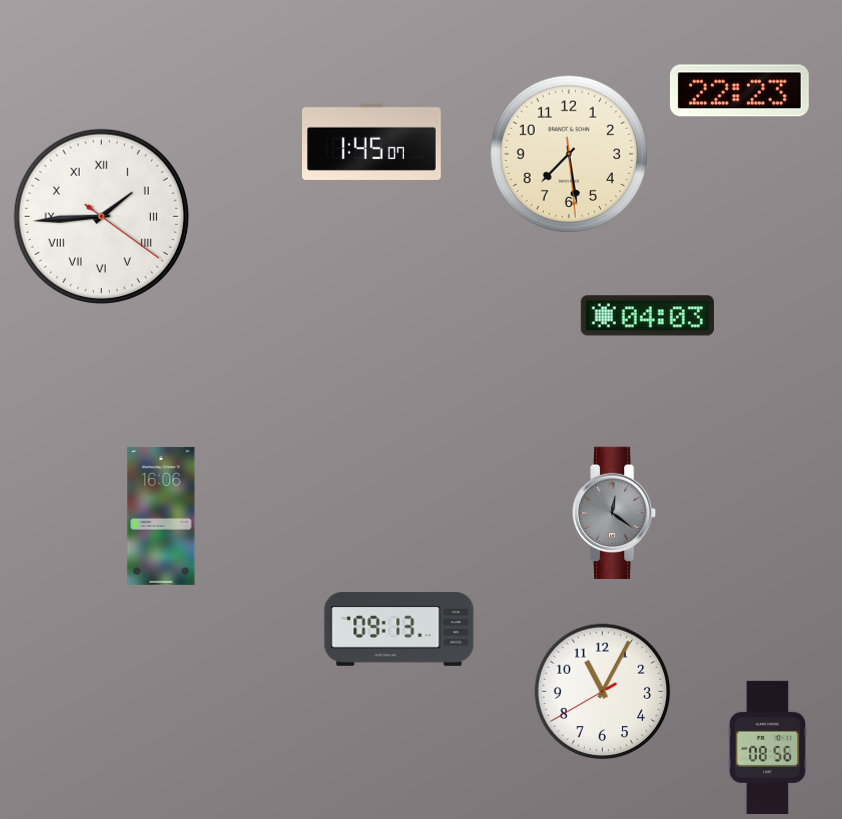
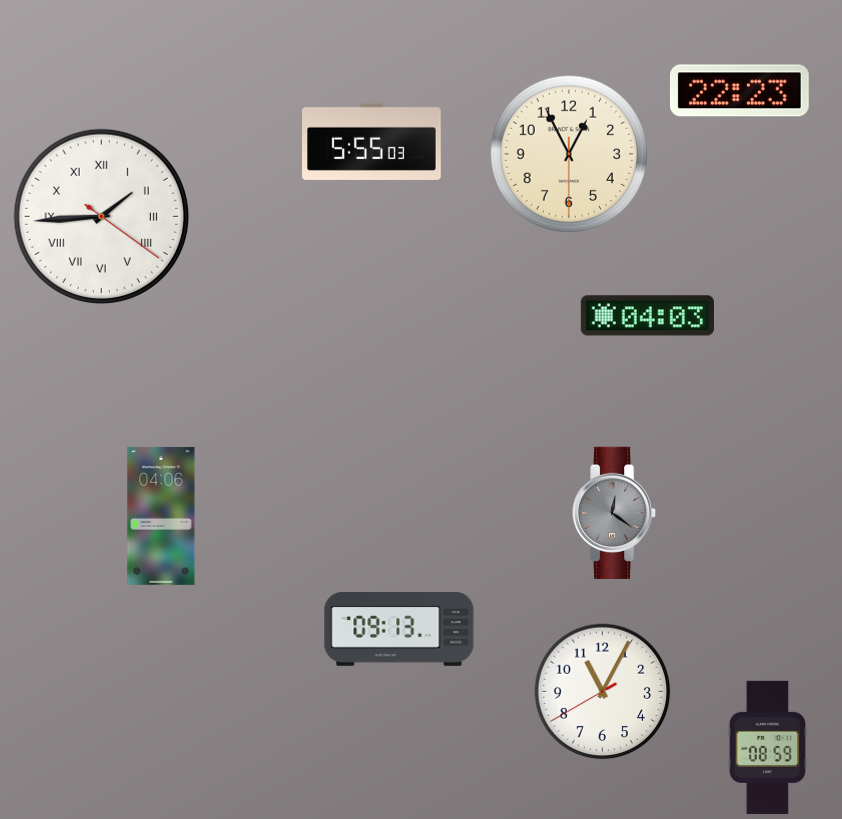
clock at (372, 141): 1:45 -> 5:55
clock at (568, 153): 7:28 -> 12:55
clock at (161, 516): 16:06 -> 04:06
clock at (767, 747): 08:56 -> 08:59
